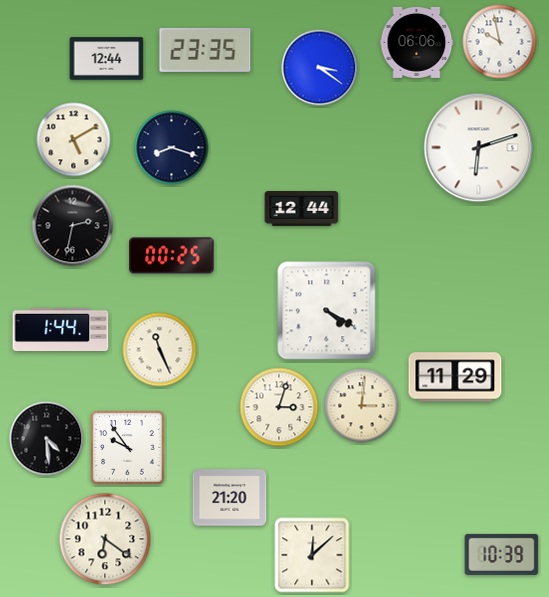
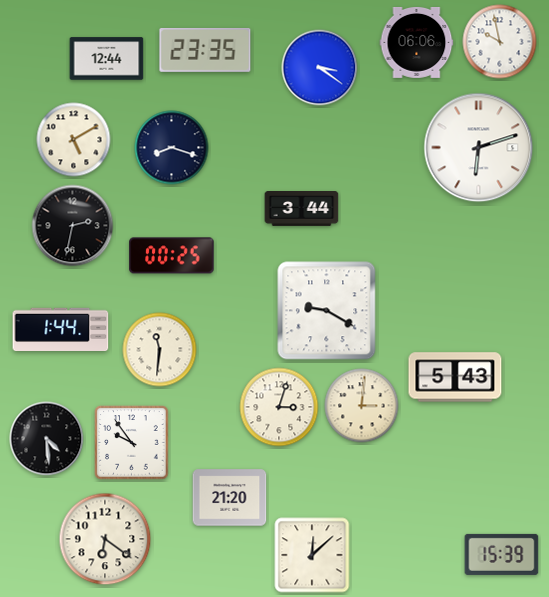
clock at (302, 209): 12:44 -> 3:44
clock at (327, 311): 4:20 -> 9:20
clock at (160, 350): 11:26 -> 11:31
clock at (455, 377): 11:29 -> 5:43
clock at (128, 448) position: (128, 448) -> (132, 443)
clock at (502, 554): 10:39 -> 15:39
